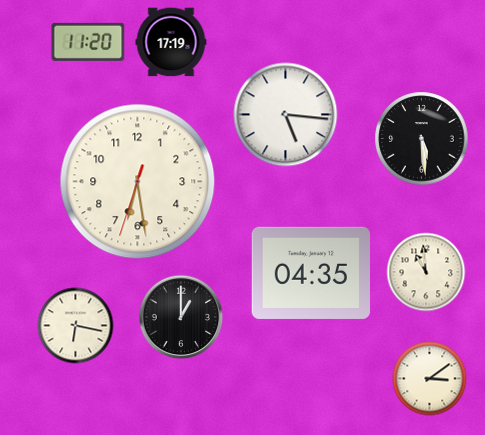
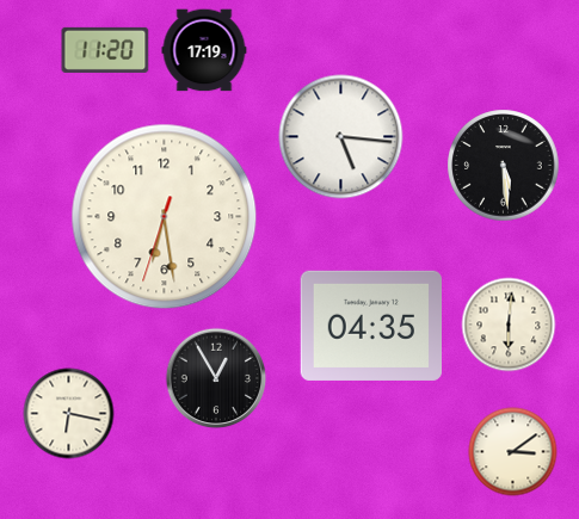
clock at (426, 272): 10:59 -> 6:01
clock at (181, 317): 1:00 -> 12:55
clock at (76, 326) position: (76, 326) -> (69, 414)
